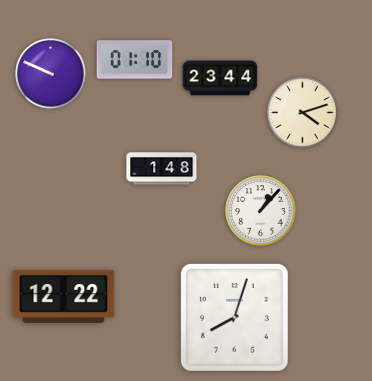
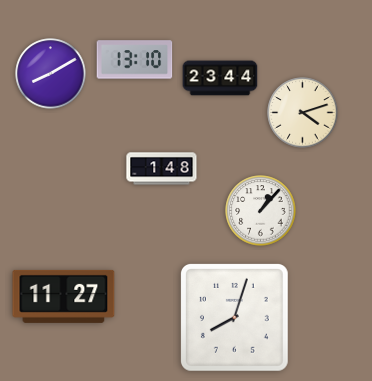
clock at (135, 60): 01:10 -> 13:10
clock at (51, 74): 9:49 -> 8:10
clock at (64, 296): 12:22 -> 11:27
